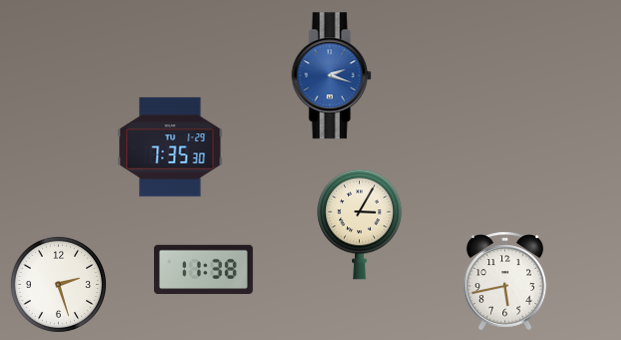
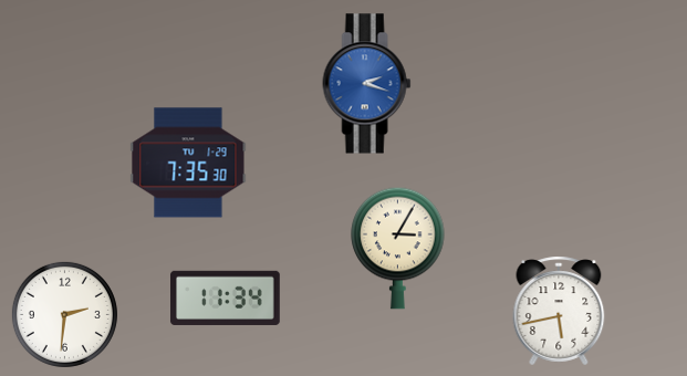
clock at (204, 269): 11:38 -> 11:34
clock at (58, 284): 2:27 -> 2:31
